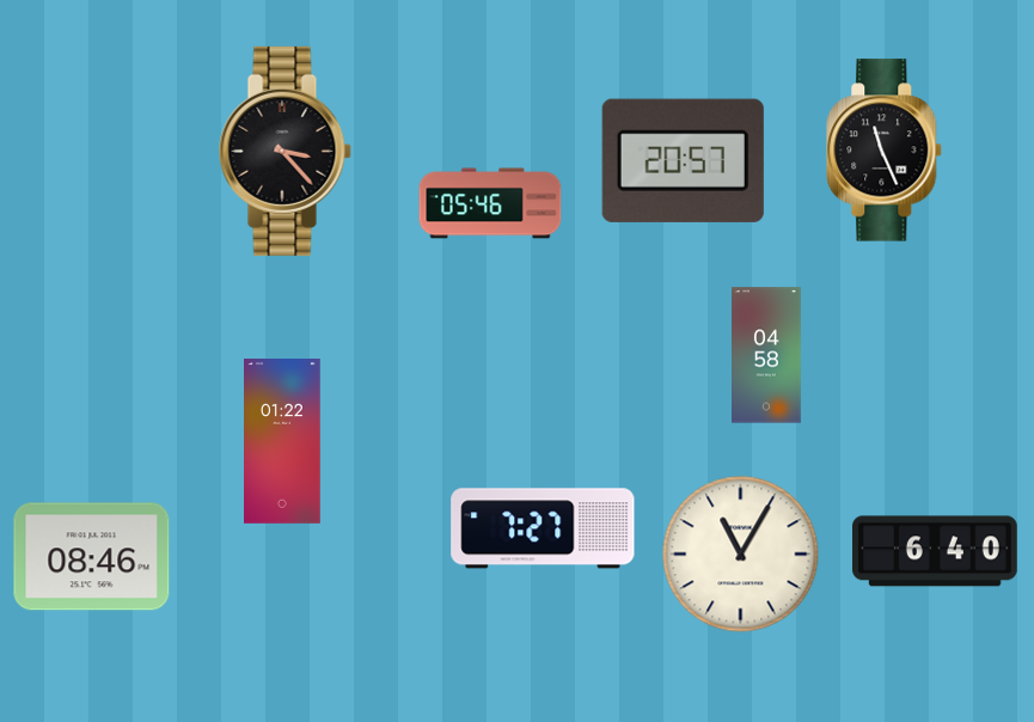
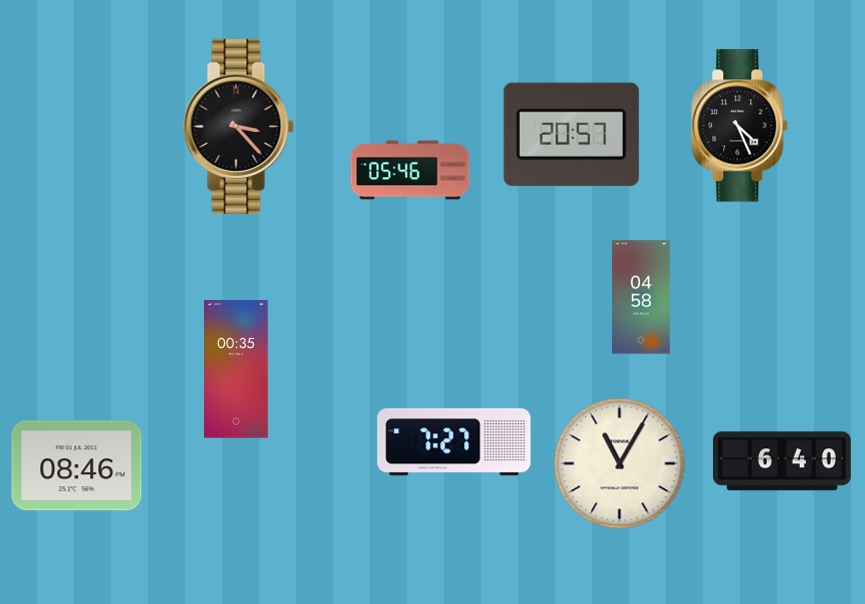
clock at (885, 151): 11:26 -> 4:26
clock at (283, 441): 01:22 -> 00:35
